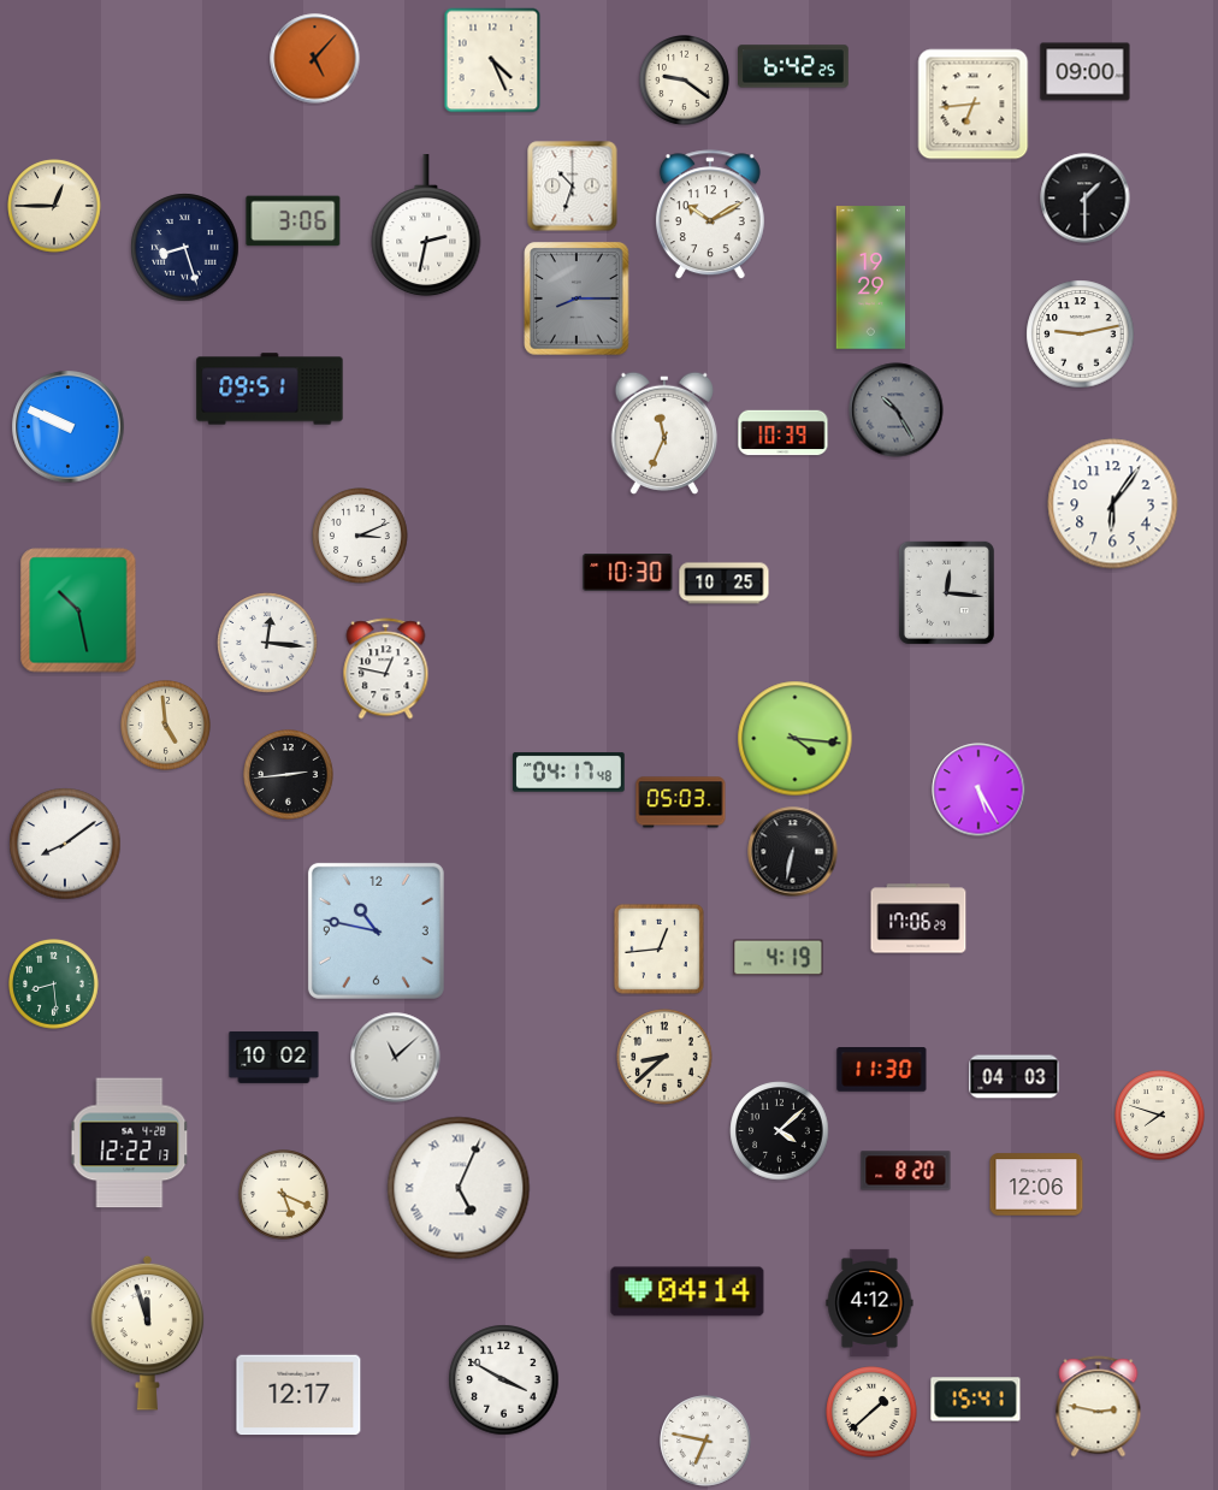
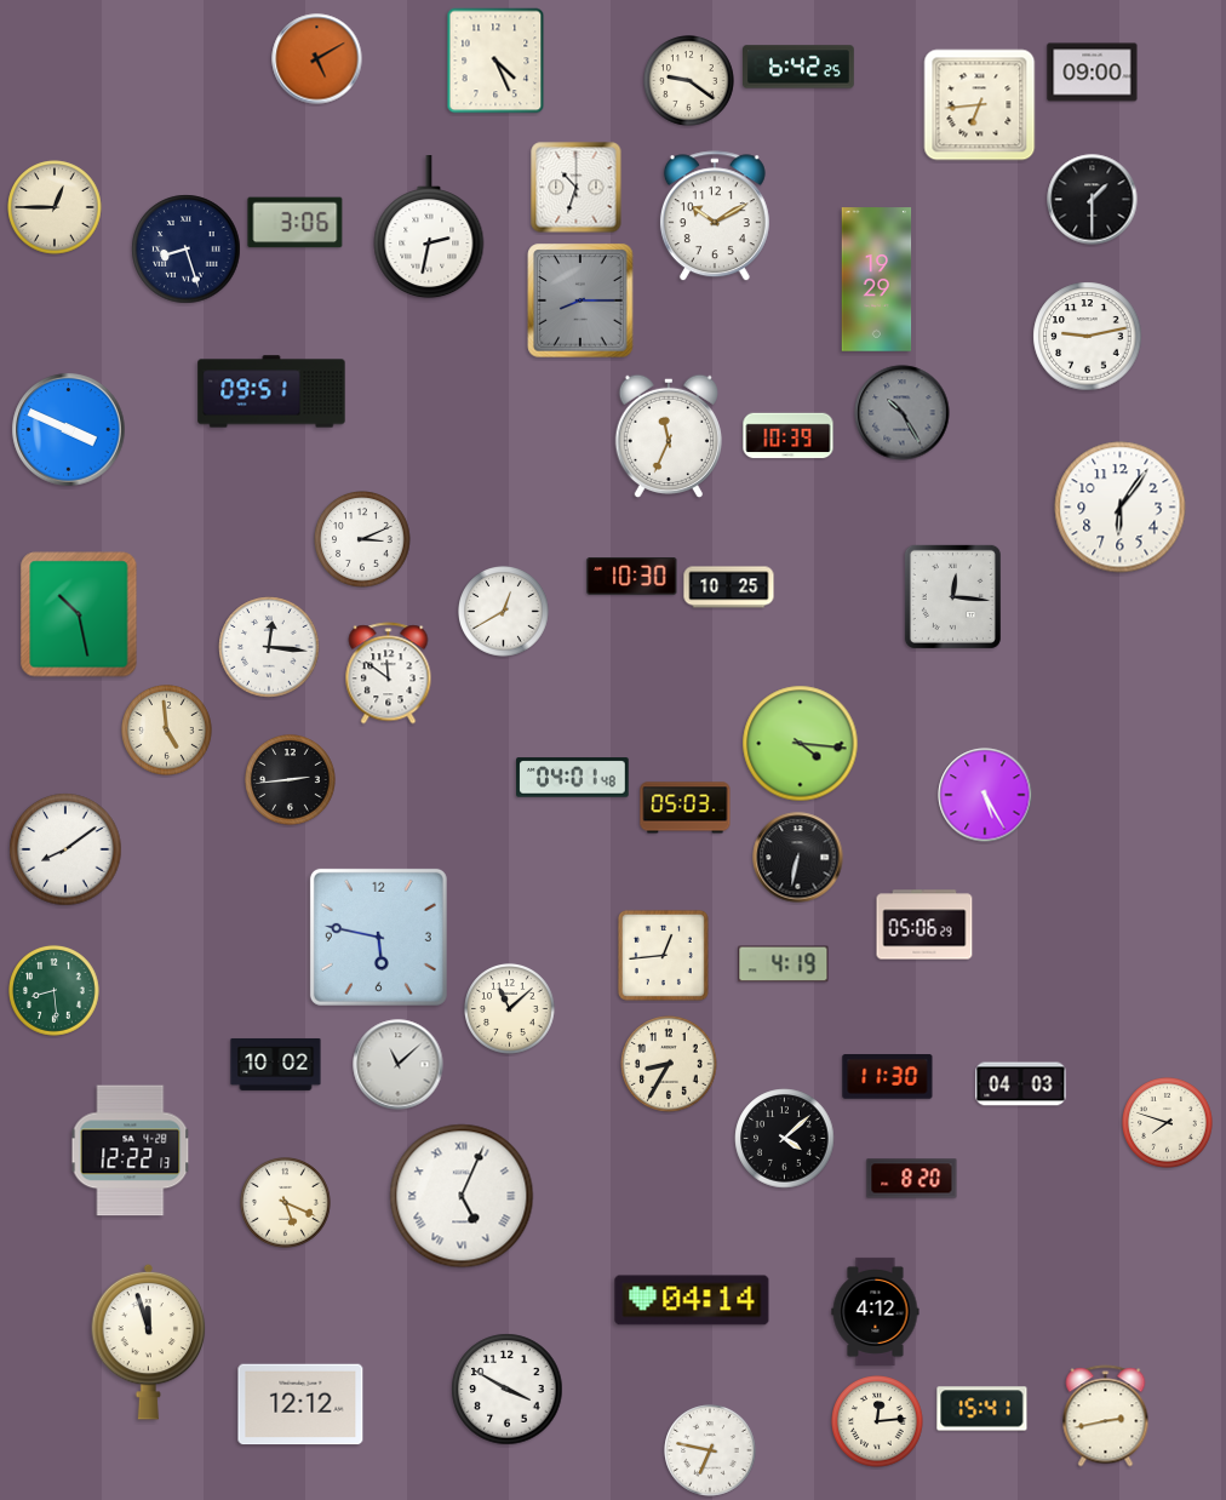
clock at (315, 59): 5:07 -> 5:10
clock at (69, 427): 9:49 -> 3:49
clock at (504, 612): none -> 12:40
clock at (386, 669): 12:47 -> 11:51
clock at (569, 773): 04:17 -> 04:01
clock at (918, 918): 17:06 -> 05:06
clock at (376, 930): 10:47 -> 5:47
clock at (510, 1009): none -> 11:08
clock at (664, 1057): 8:38 -> 8:35
clock at (1036, 1184): 12:06 -> none
clock at (298, 1395): 12:17 -> 12:12
clock at (1099, 1407): 2:47 -> 2:43
clock at (871, 1412): 1:38 -> 12:14
